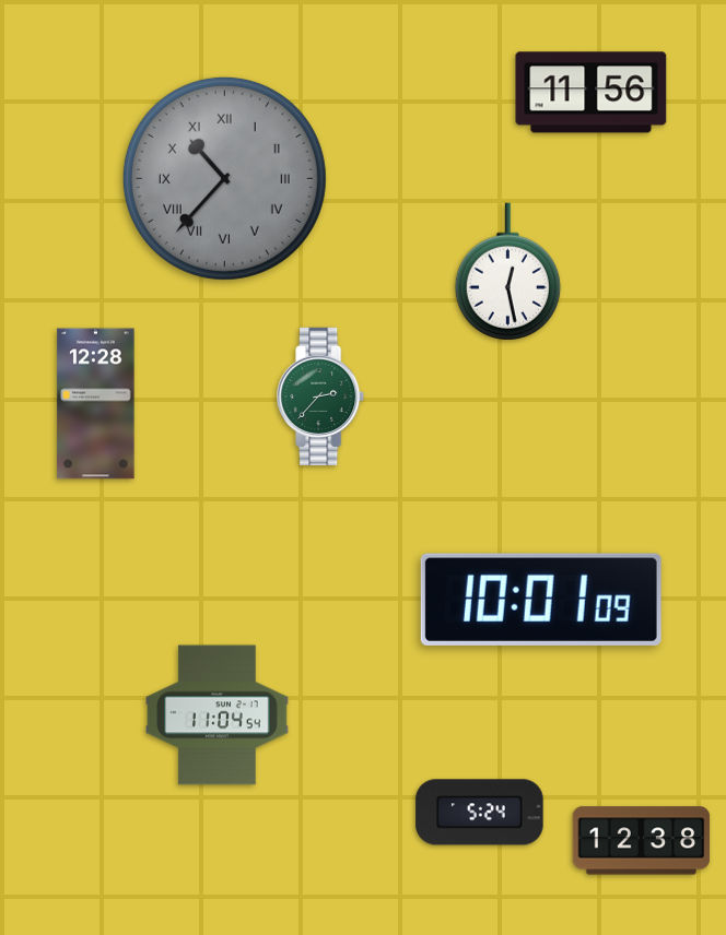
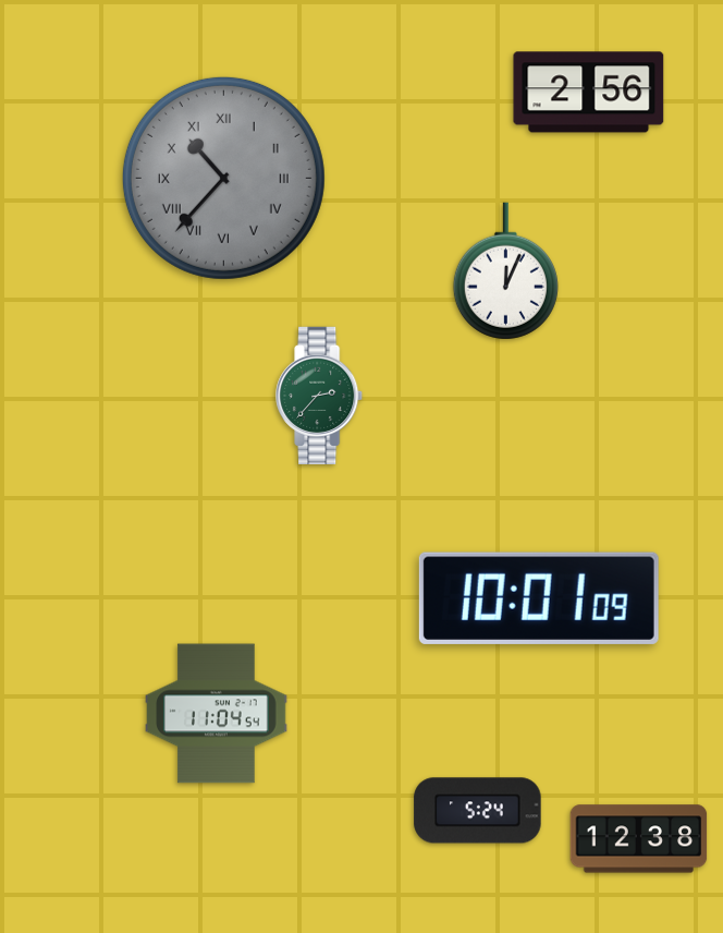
clock at (592, 93): 11:56 -> 2:56
clock at (507, 272): 12:28 -> 12:04
clock at (96, 404): 12:28 -> none
